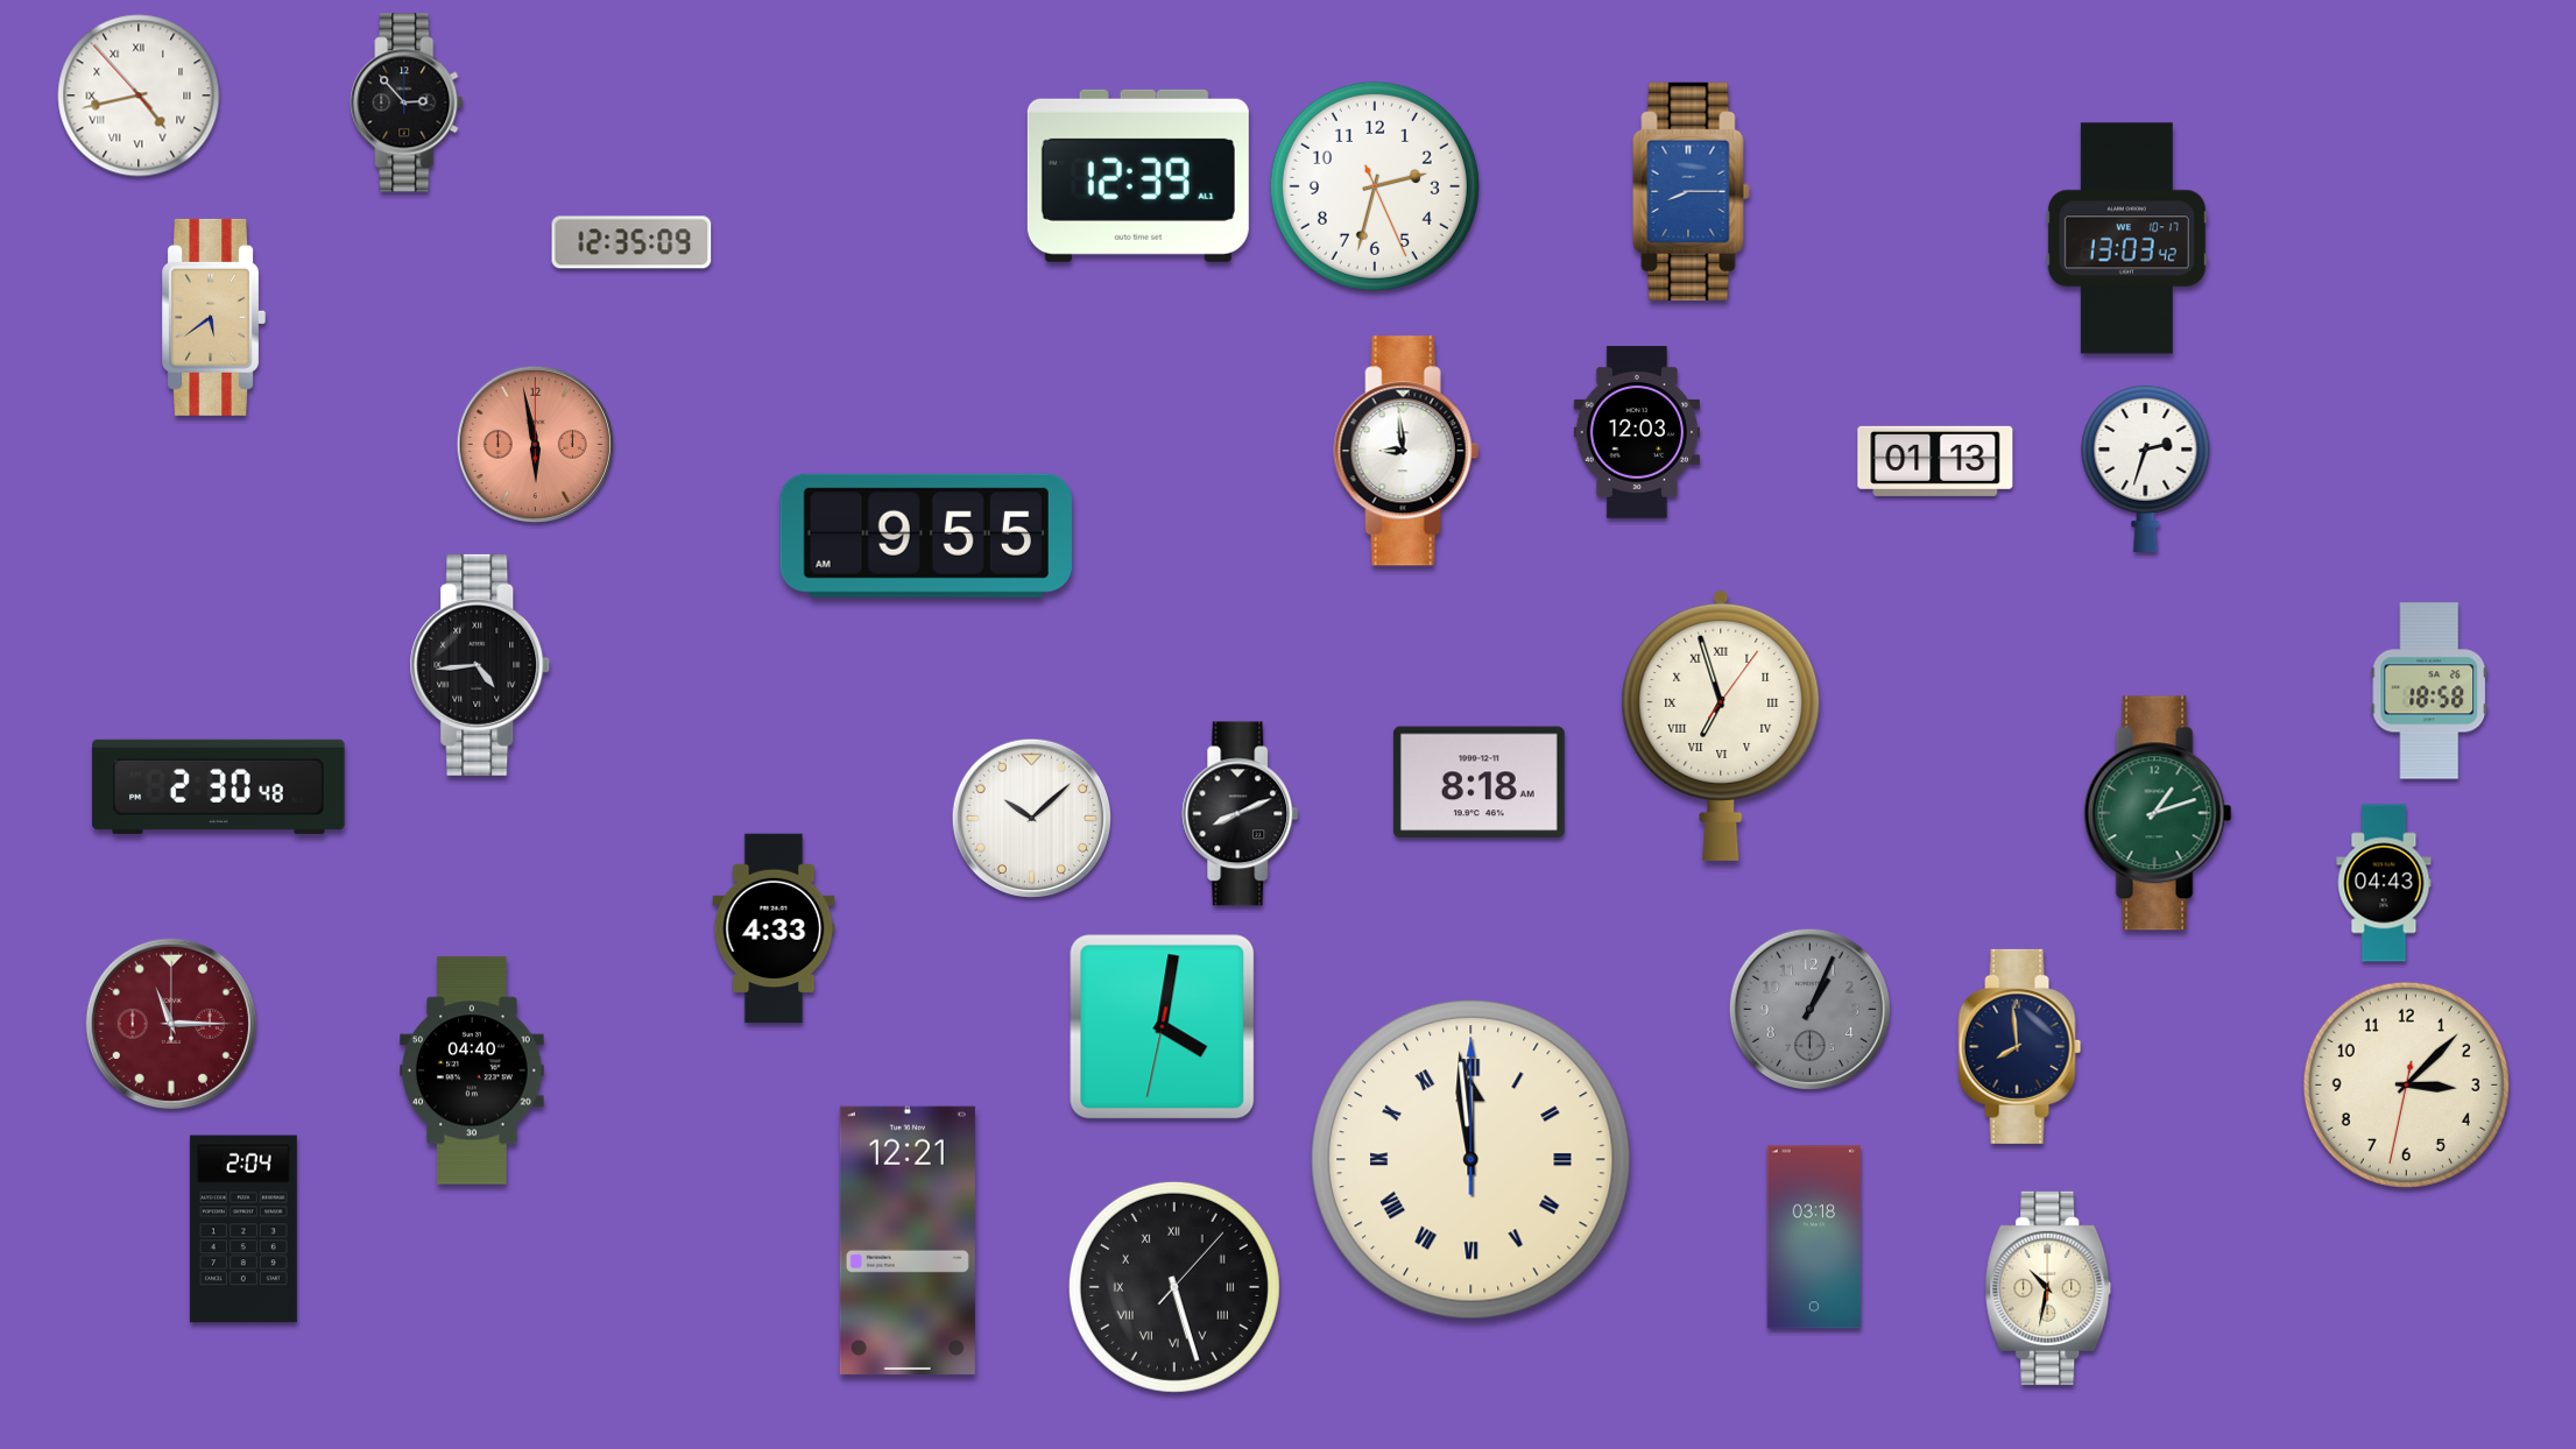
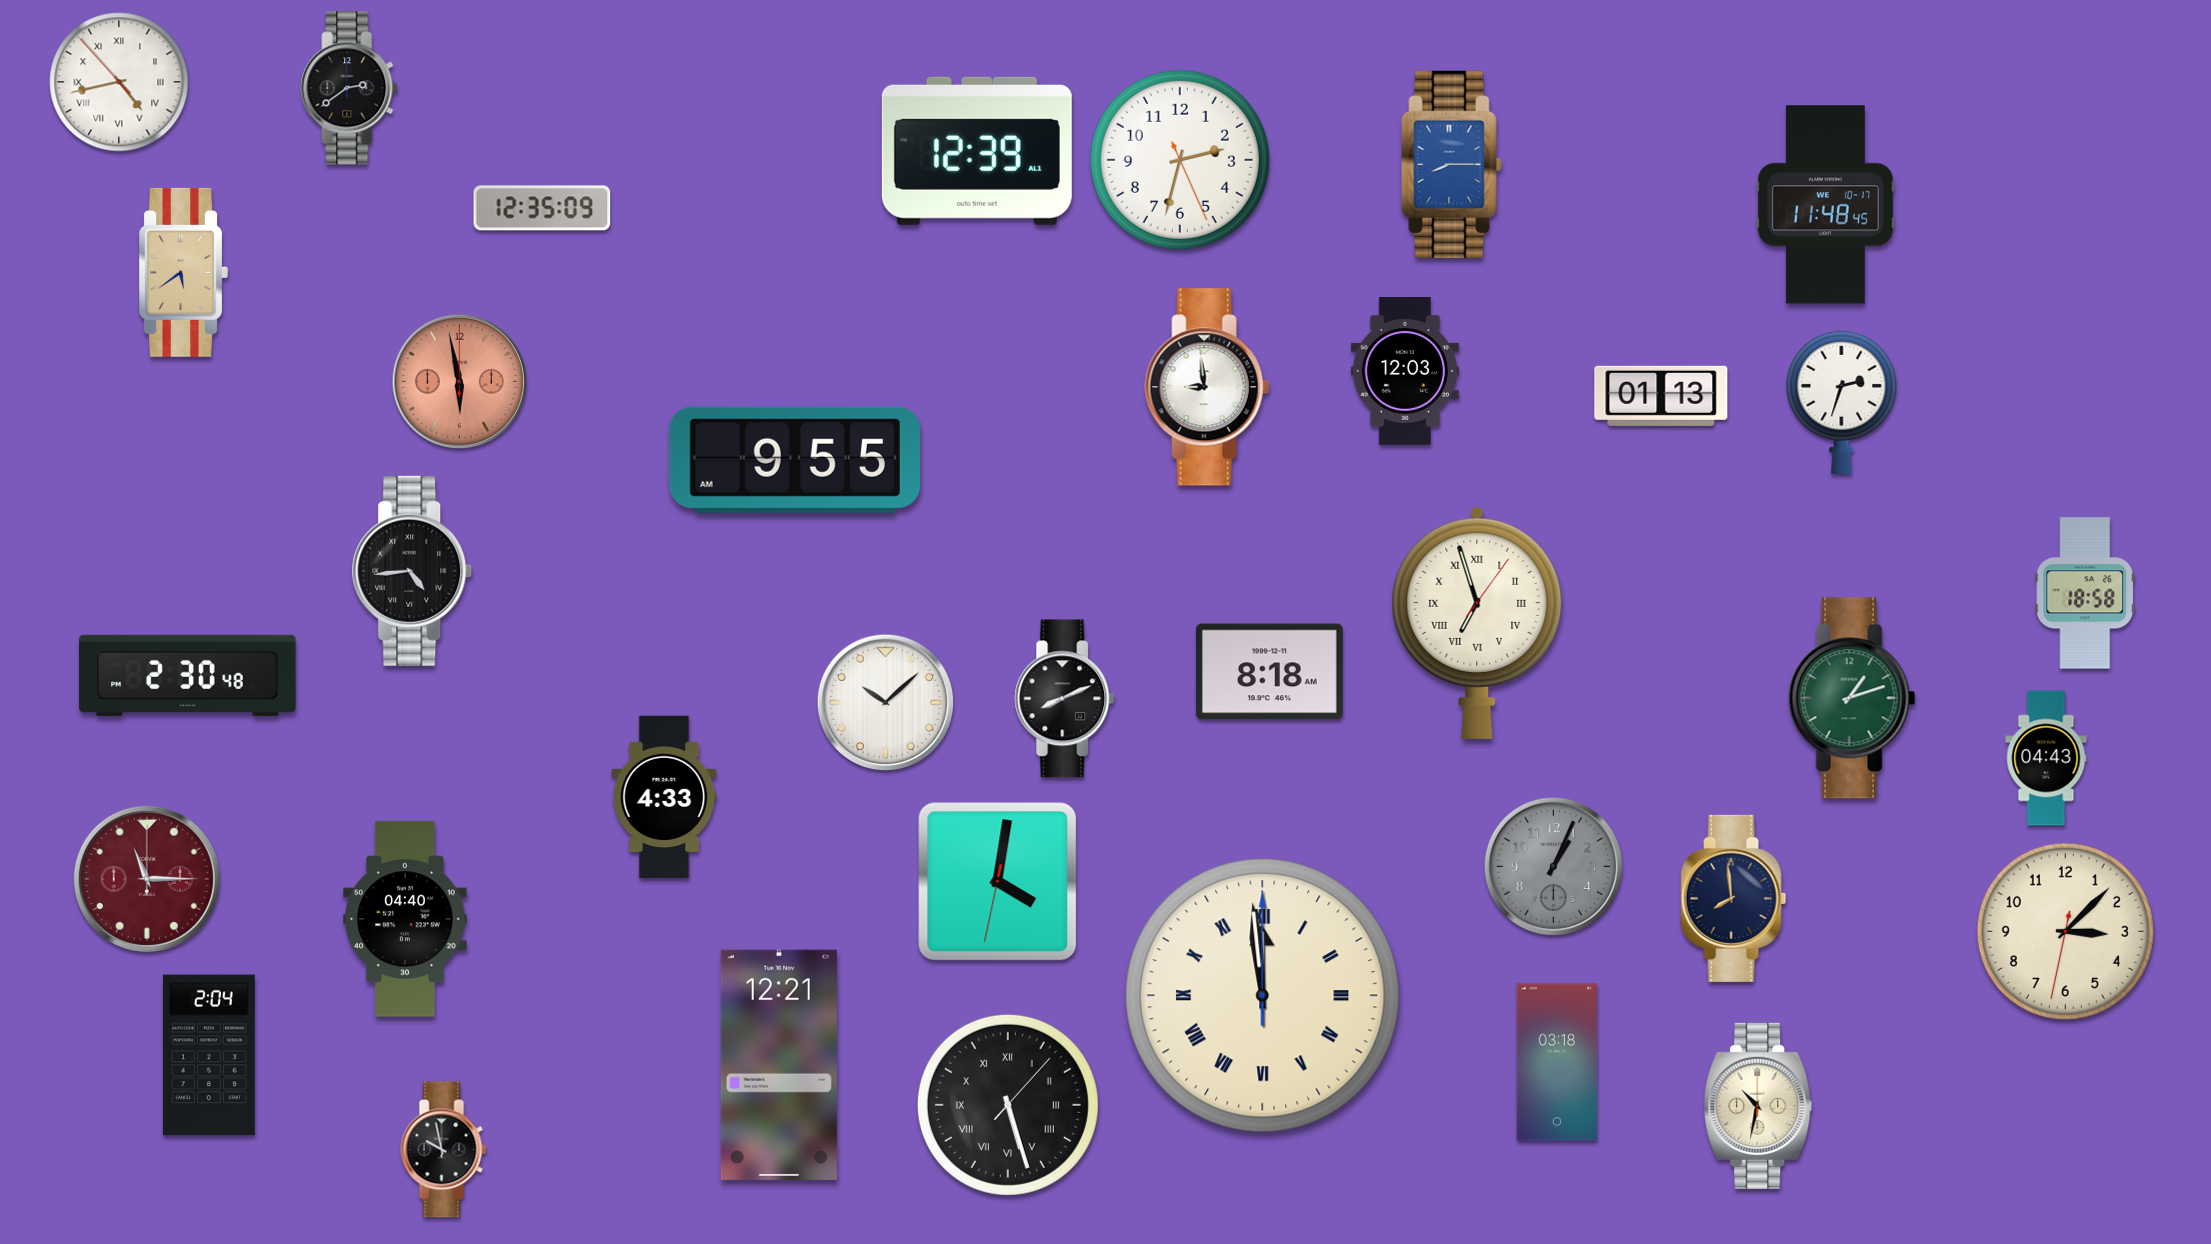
clock at (407, 103): 2:53 -> 2:39
clock at (2126, 239): 13:03 -> 11:48
clock at (444, 1150): none -> 9:58
